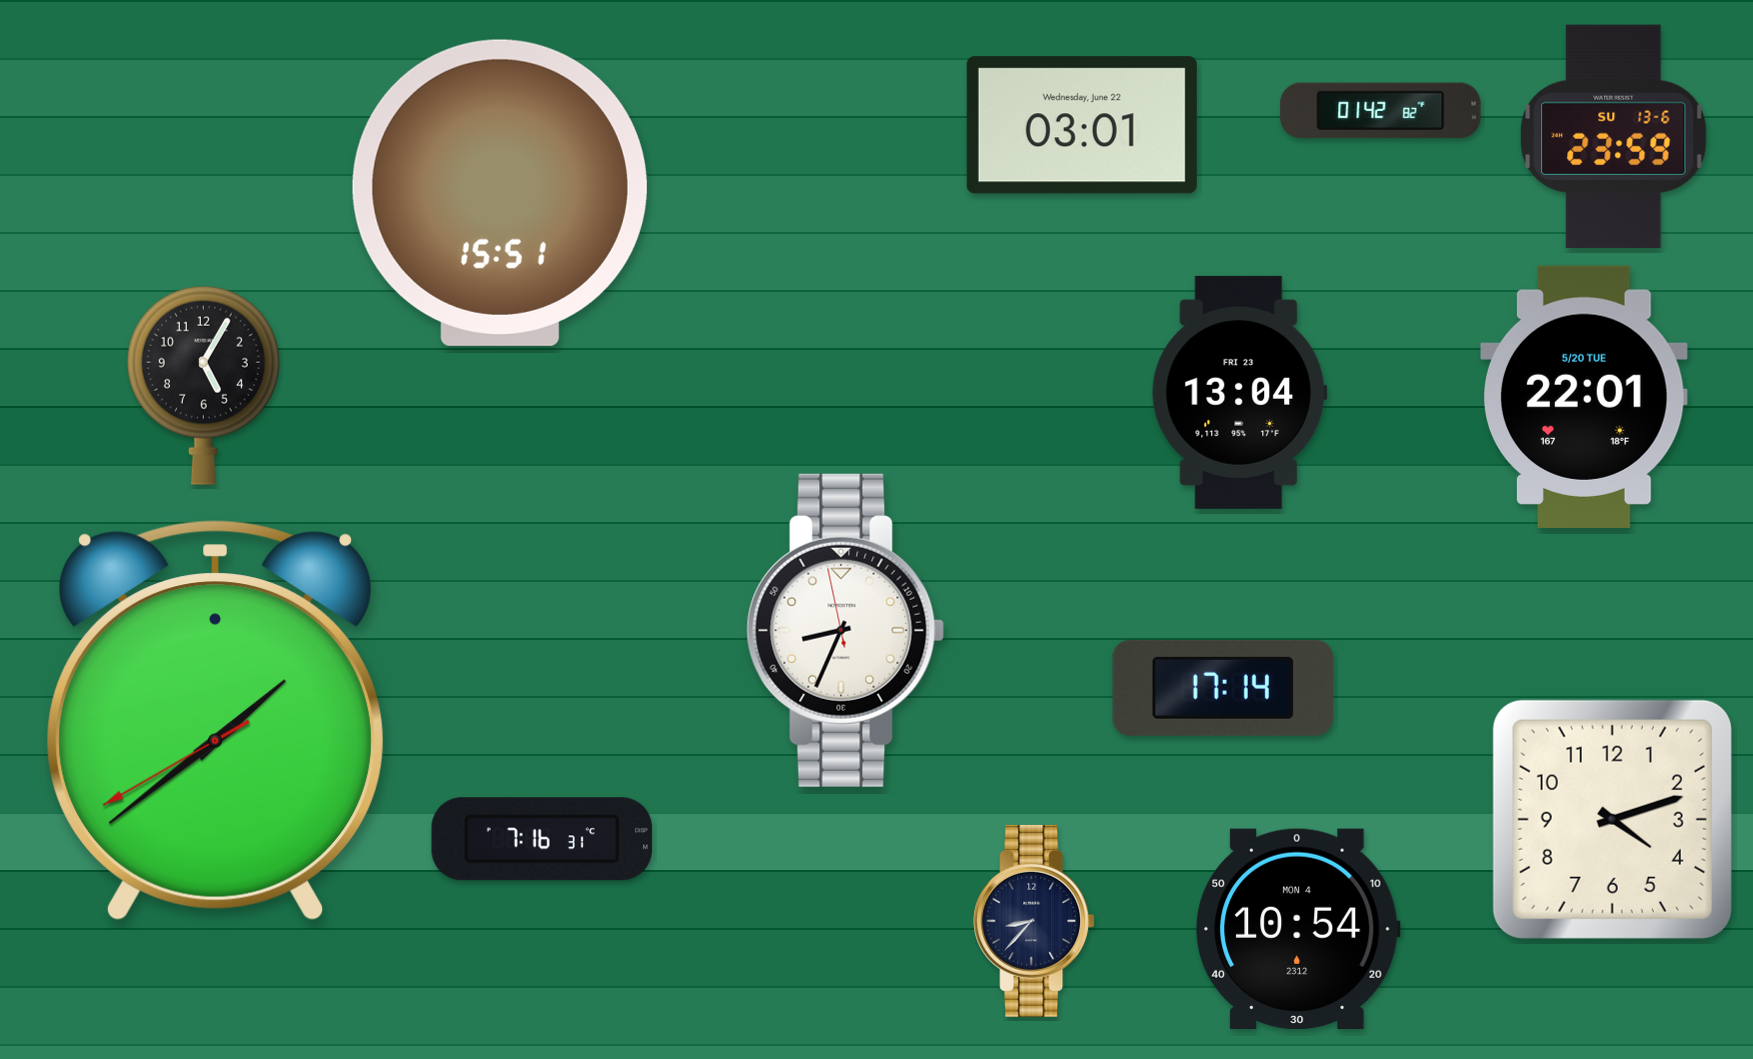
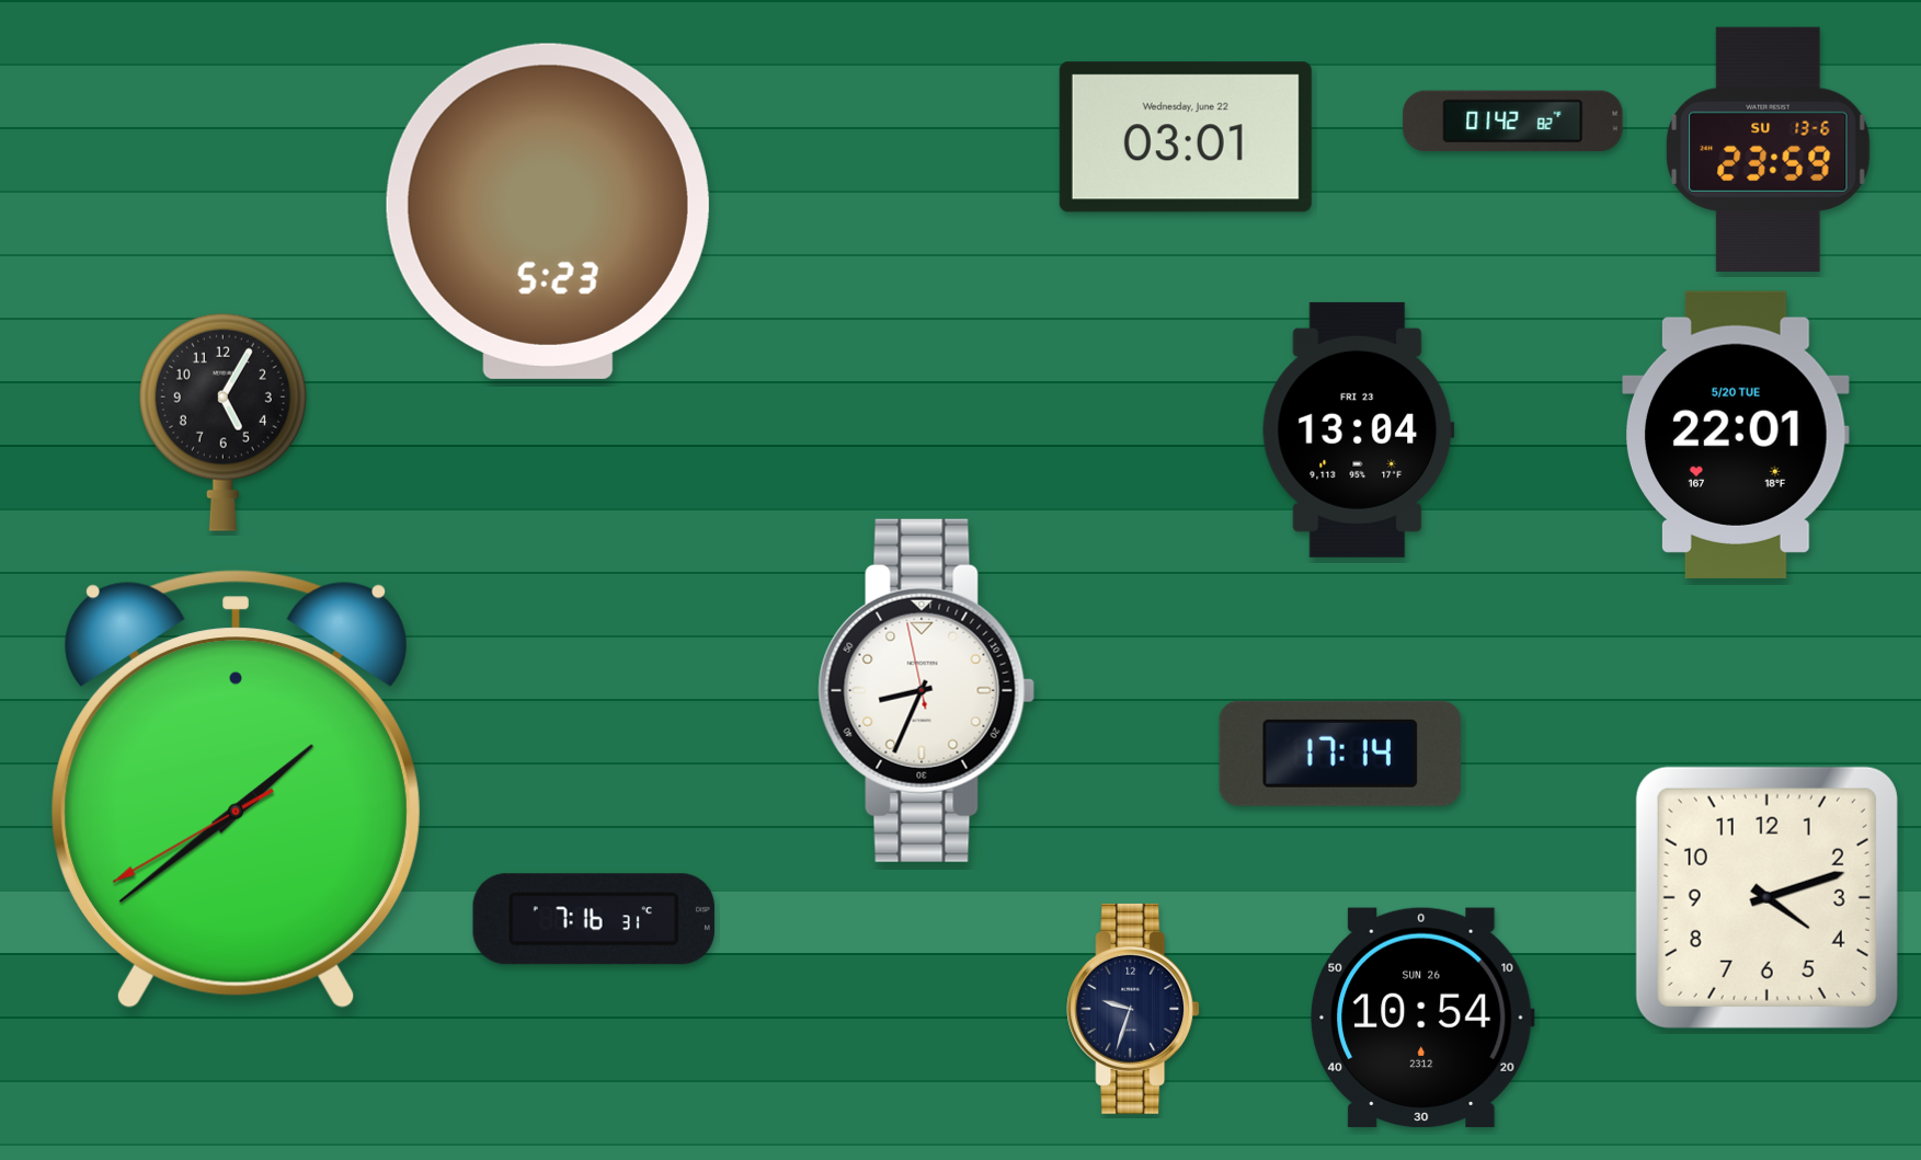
clock at (500, 193): 15:51 -> 5:23
clock at (1034, 921): 8:37 -> 9:33
clock at (1298, 929) date: MON 4 -> SUN 26
